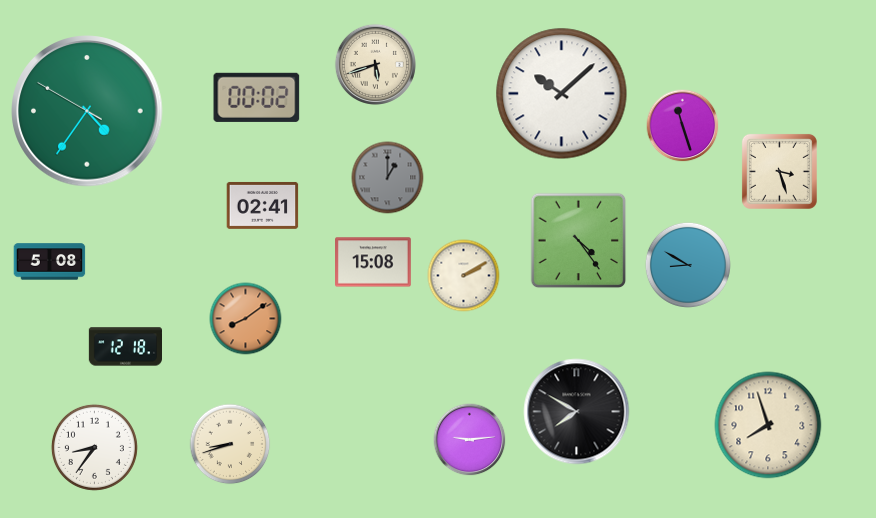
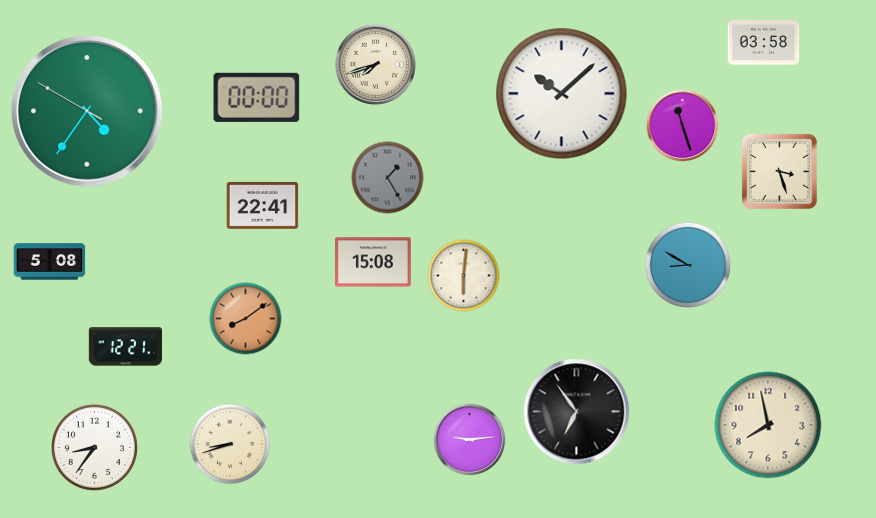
clock at (764, 43): none -> 03:58
clock at (375, 64): 5:42 -> 7:42
clock at (257, 97): 00:02 -> 00:00
clock at (388, 178): 1:00 -> 1:25
clock at (263, 205): 02:41 -> 22:41
clock at (579, 241): 4:24 -> none
clock at (464, 276): 2:10 -> 6:01
clock at (125, 347): 12:18 -> 12:21
clock at (577, 412): 7:50 -> 6:54
clock at (768, 425): 7:57 -> 7:58
